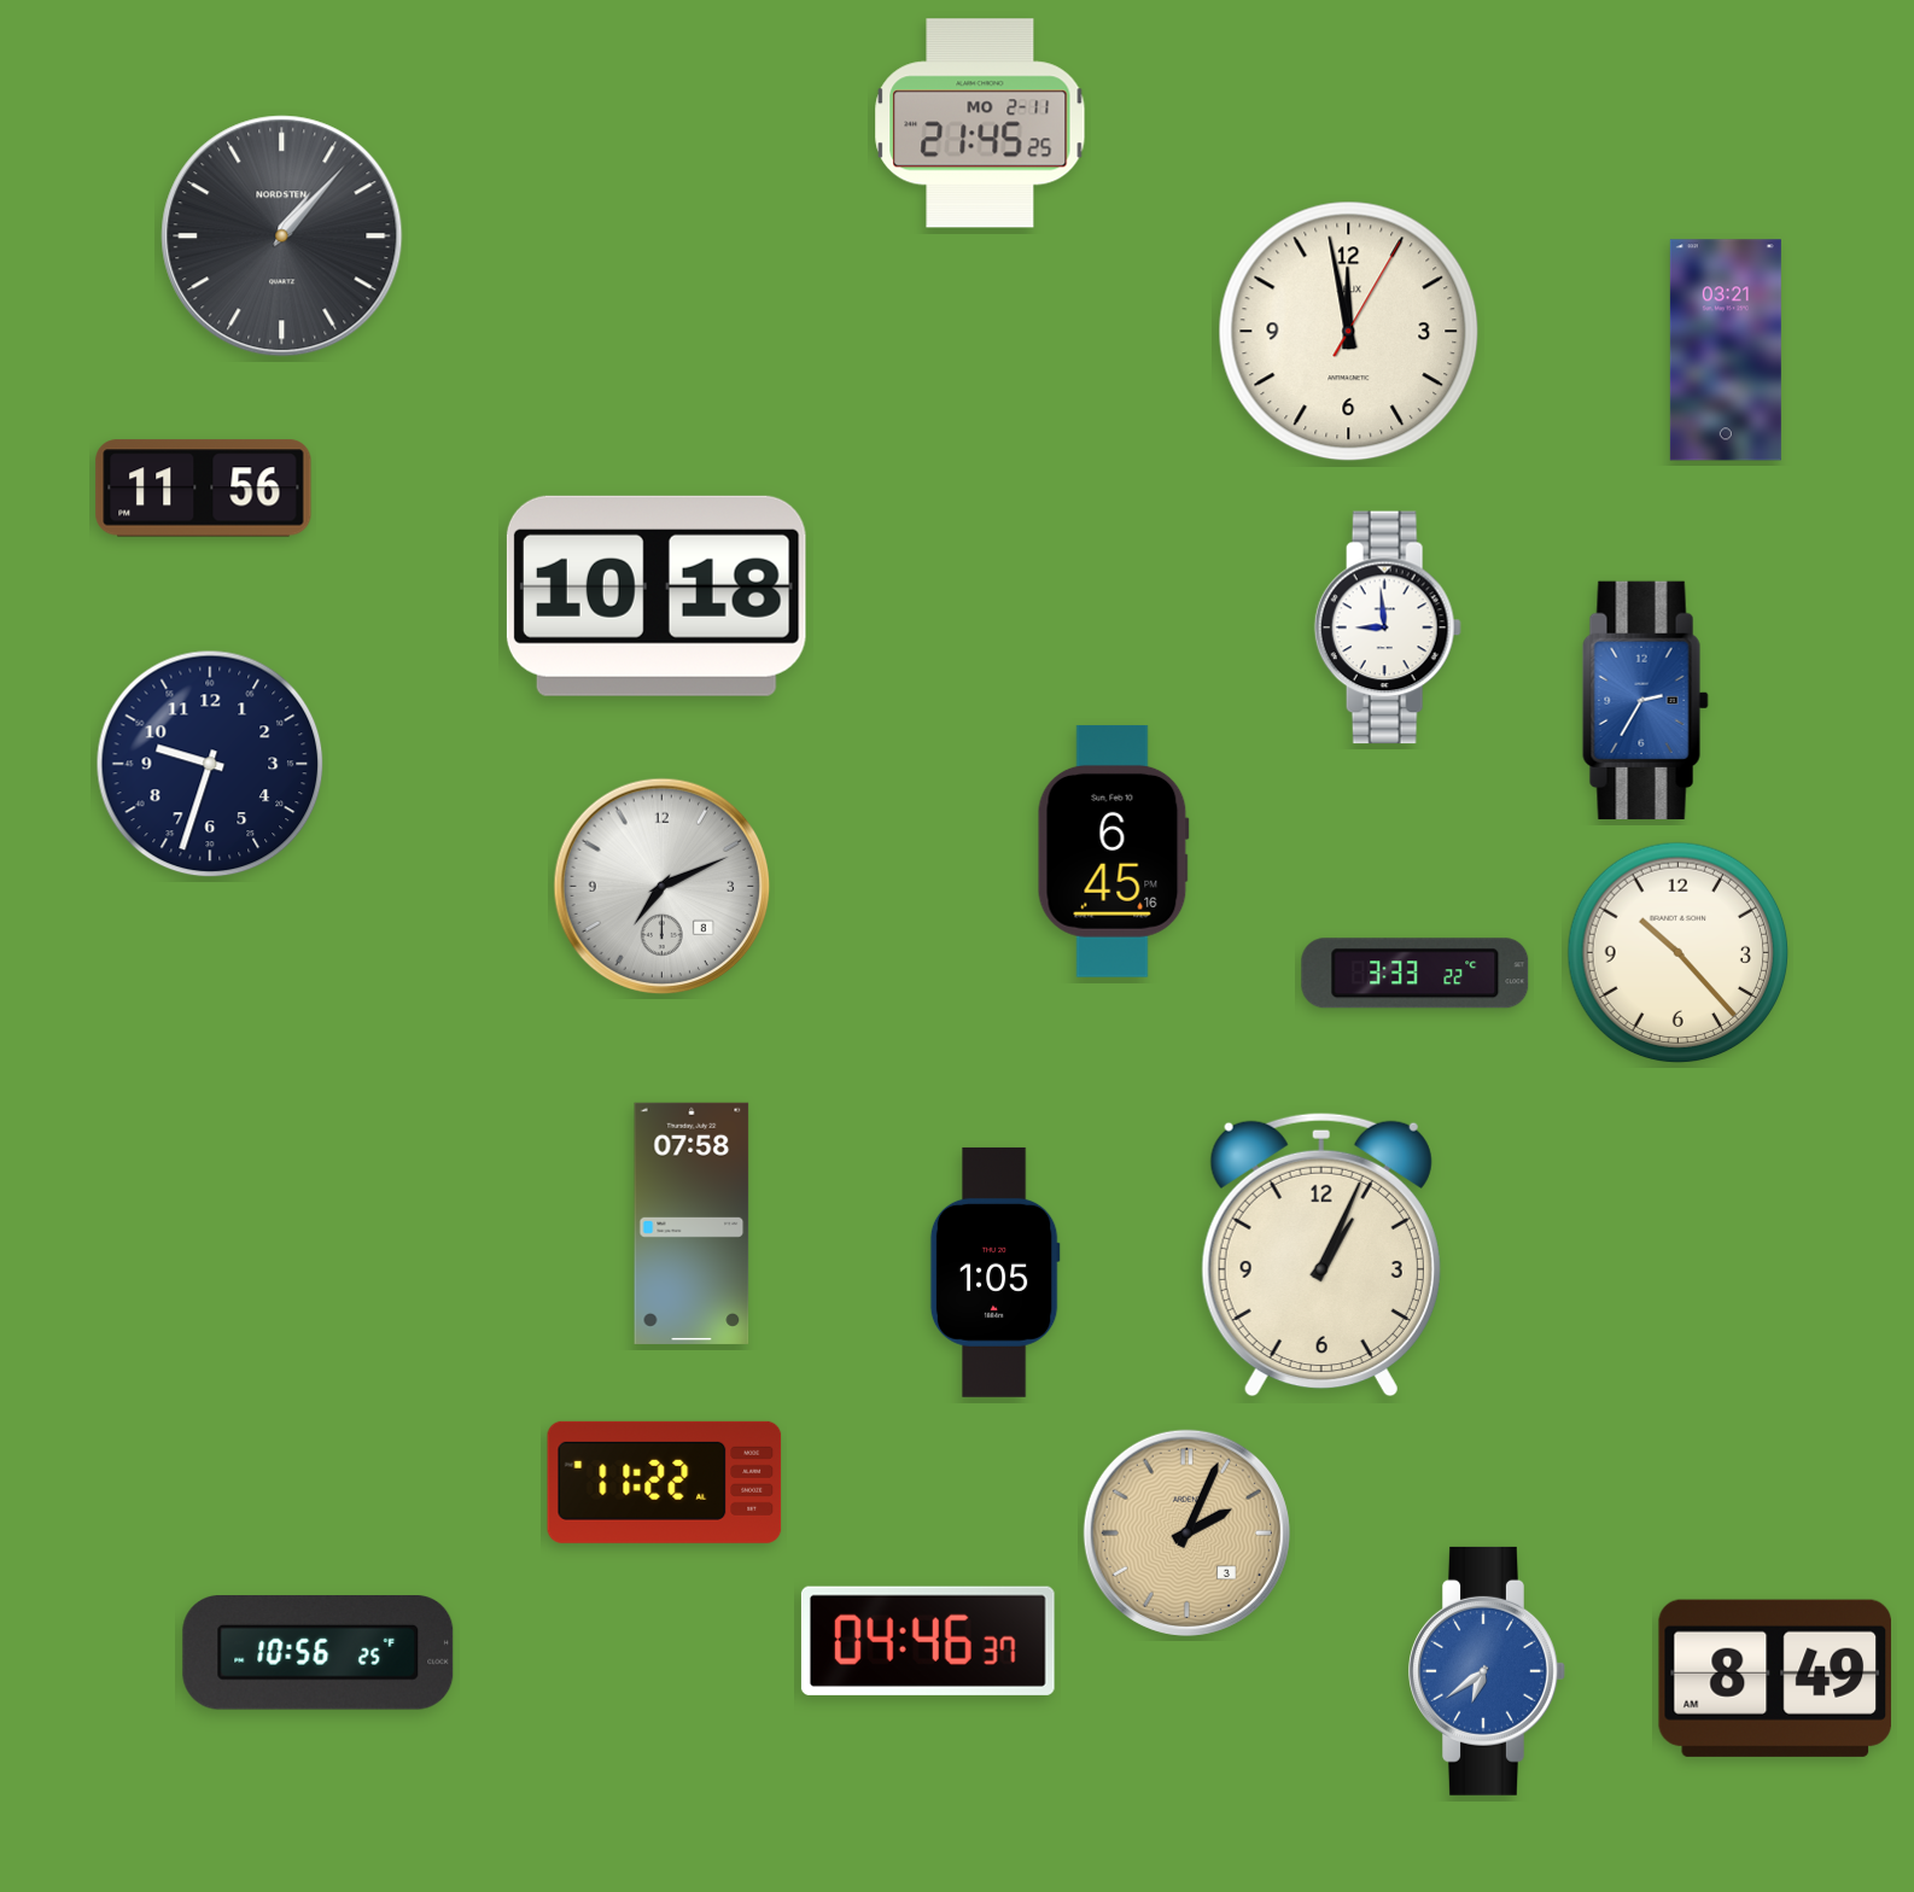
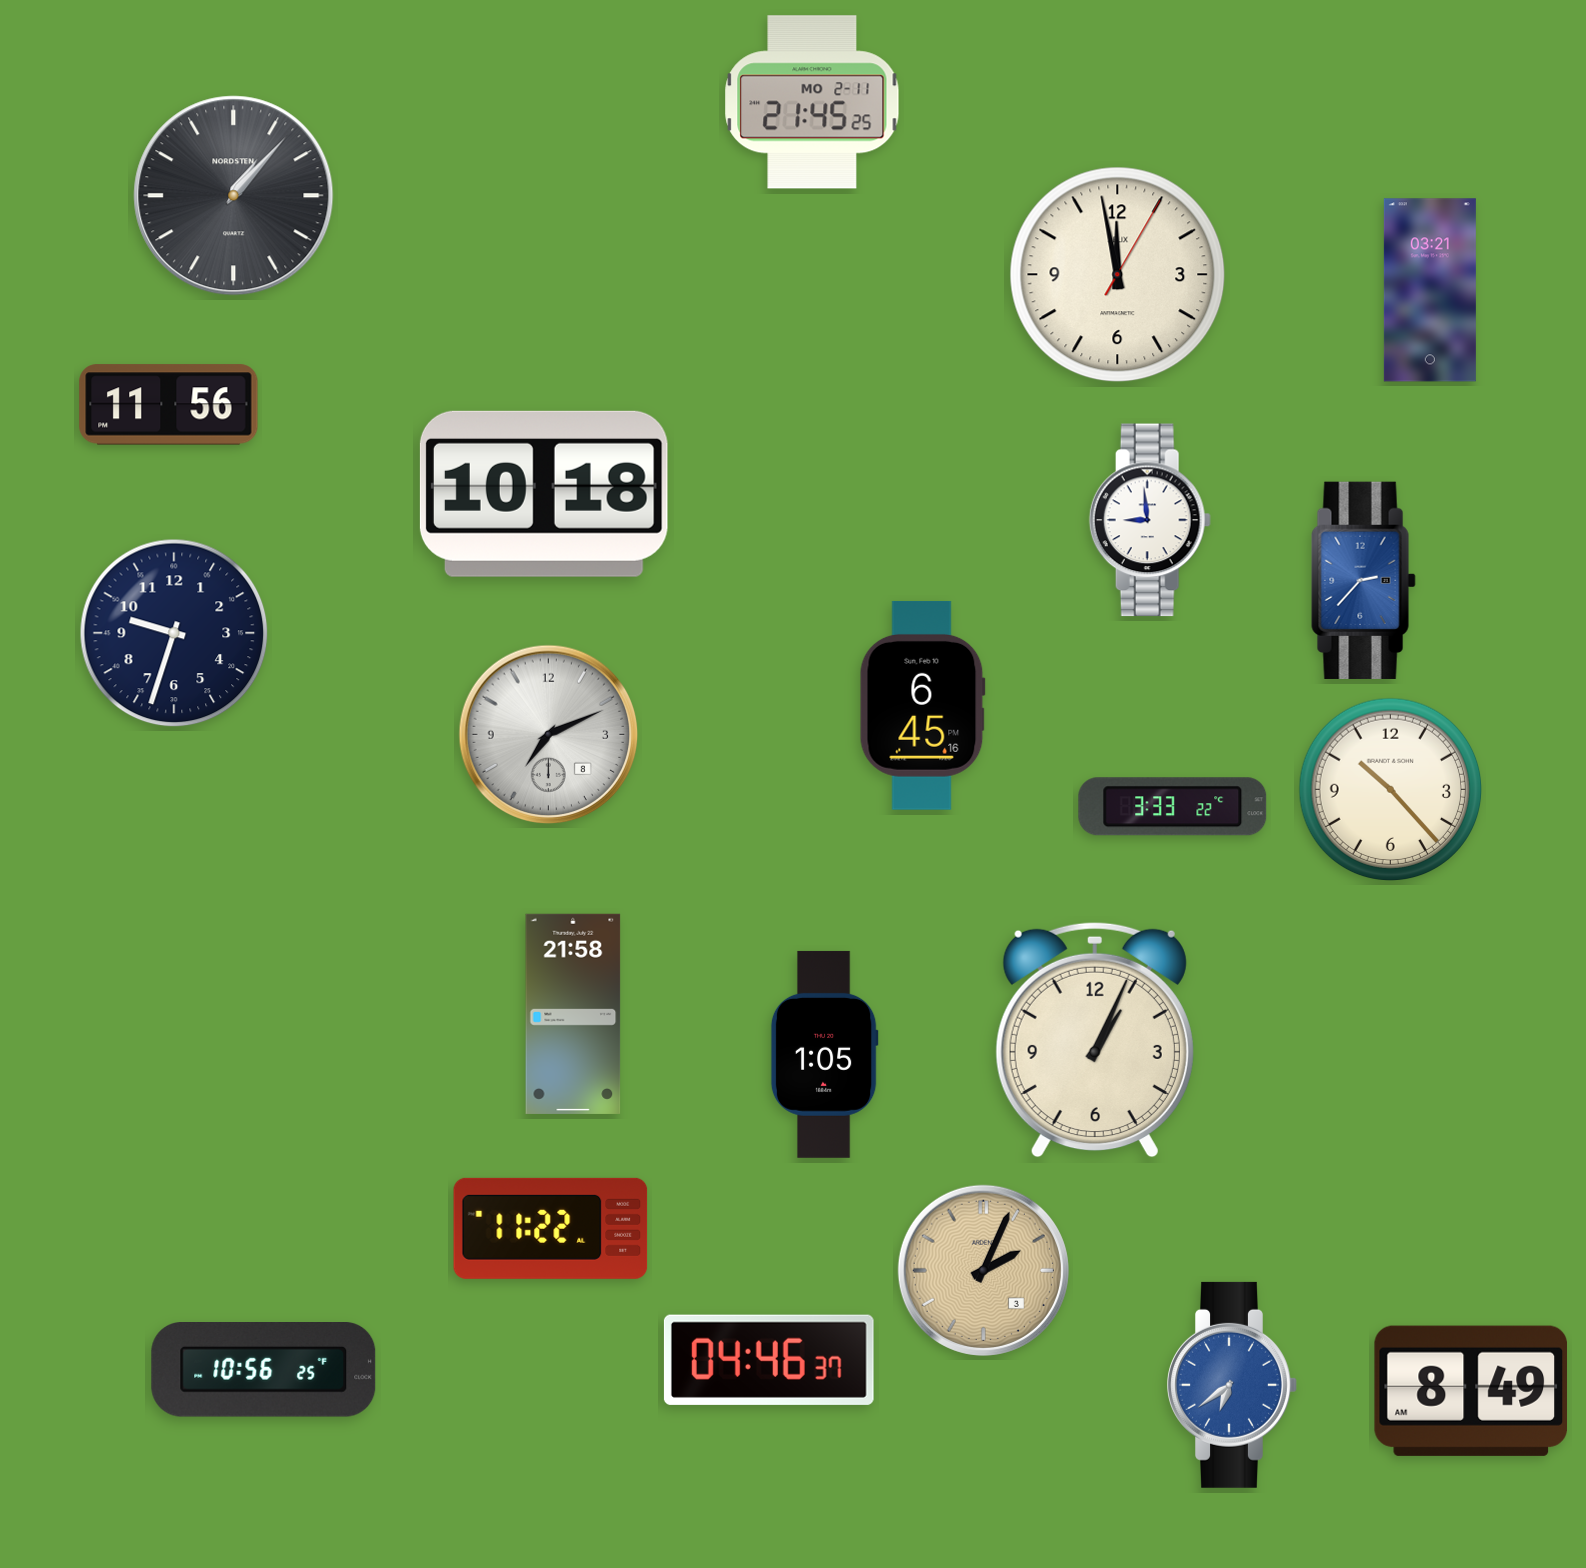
clock at (1646, 700): 2:35 -> 2:37
clock at (692, 1224): 07:58 -> 21:58
